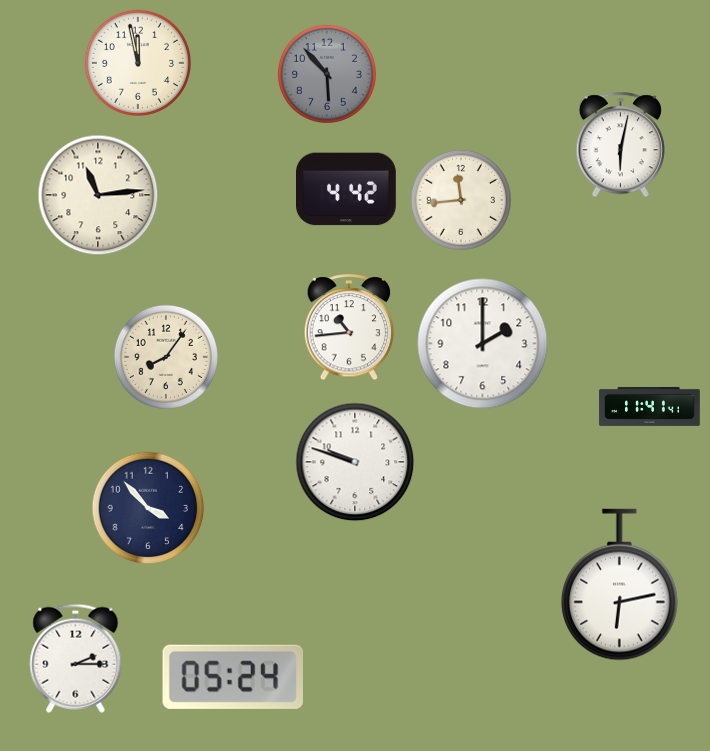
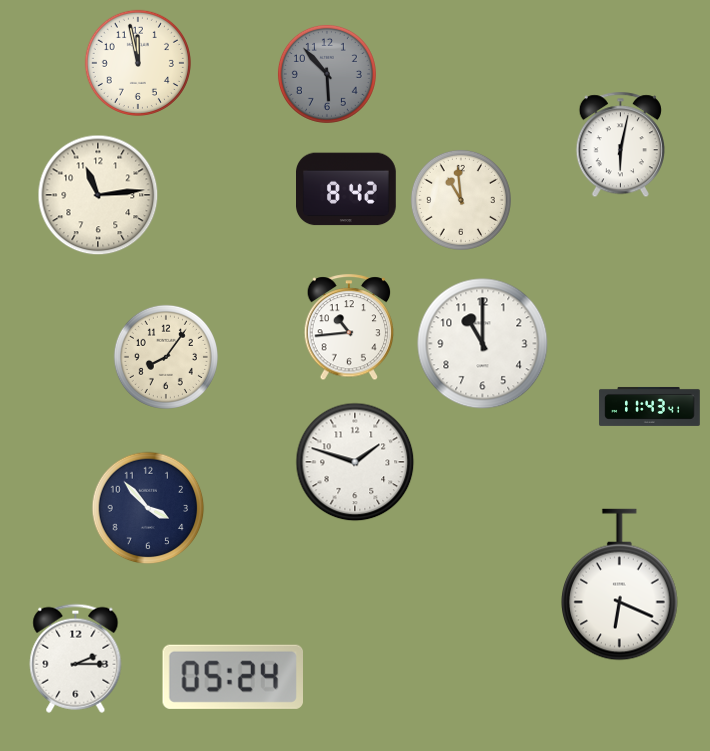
clock at (347, 189): 4:42 -> 8:42
clock at (461, 200): 11:44 -> 10:59
clock at (483, 344): 2:00 -> 11:00
clock at (650, 406): 11:41 -> 11:43
clock at (355, 462): 9:48 -> 1:48
clock at (620, 585): 6:13 -> 6:19
